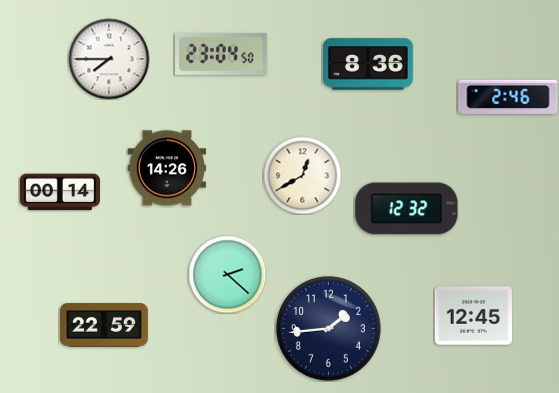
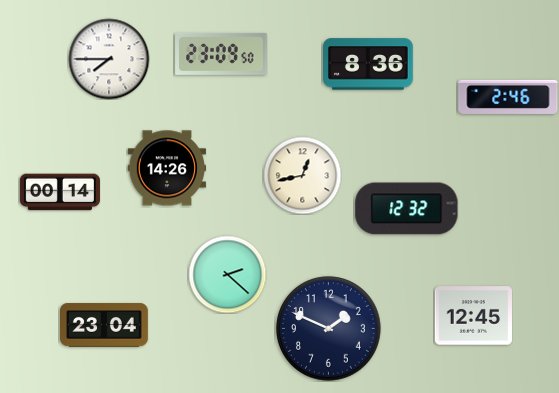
clock at (221, 54): 23:04 -> 23:09
clock at (302, 175): 12:40 -> 12:43
clock at (105, 325): 22:59 -> 23:04
clock at (329, 329): 1:44 -> 1:49
